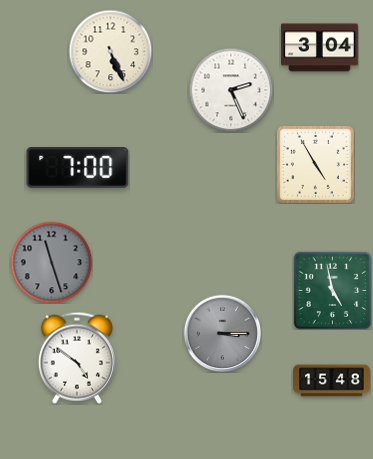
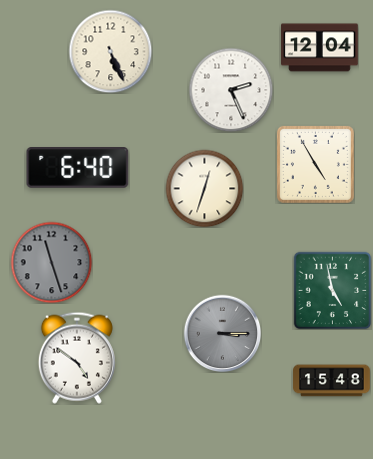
clock at (320, 48): 3:04 -> 12:04
clock at (78, 168): 7:00 -> 6:40
clock at (204, 188): none -> 12:33
